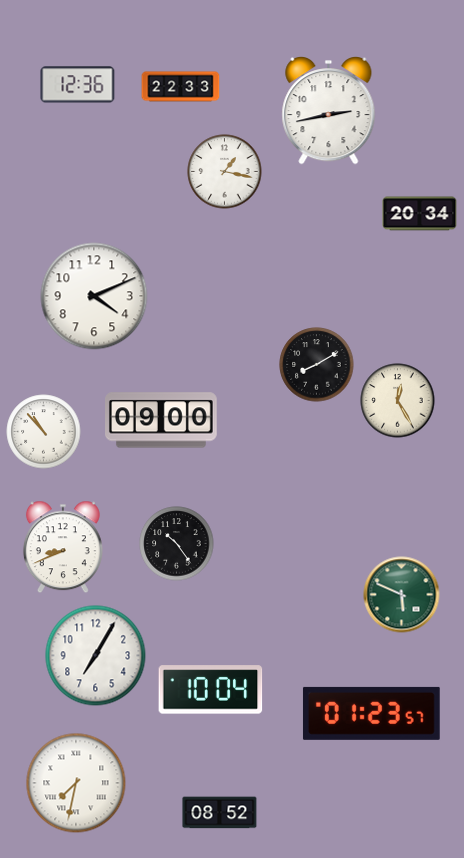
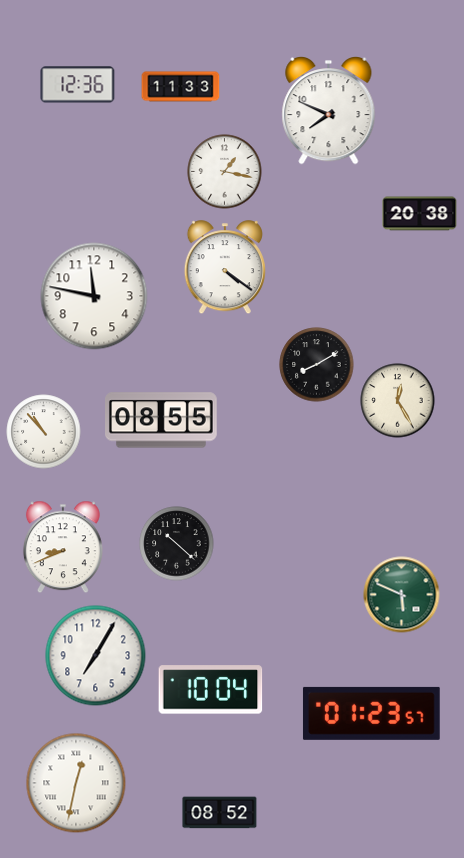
clock at (181, 87): 22:33 -> 11:33
clock at (329, 110): 2:43 -> 7:49
clock at (420, 214): 20:34 -> 20:38
clock at (225, 268): none -> 4:21
clock at (94, 296): 4:11 -> 11:47
clock at (162, 420): 09:00 -> 08:55
clock at (177, 544): 10:24 -> 10:22
clock at (76, 783): 7:32 -> 12:32
